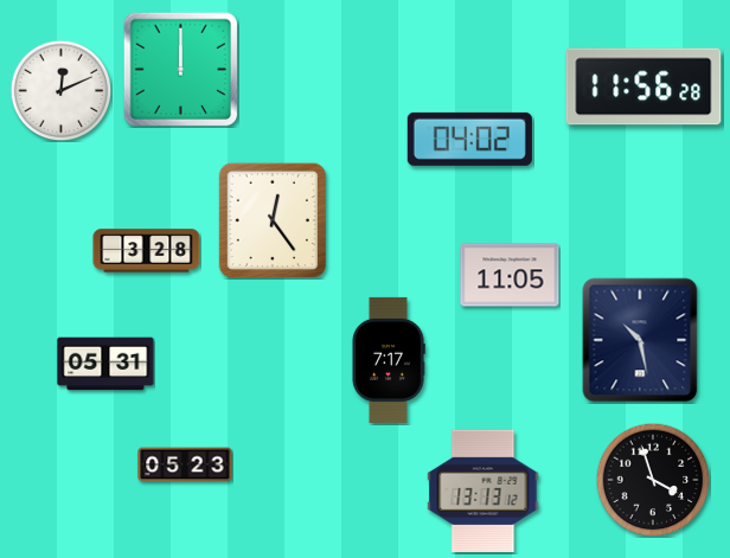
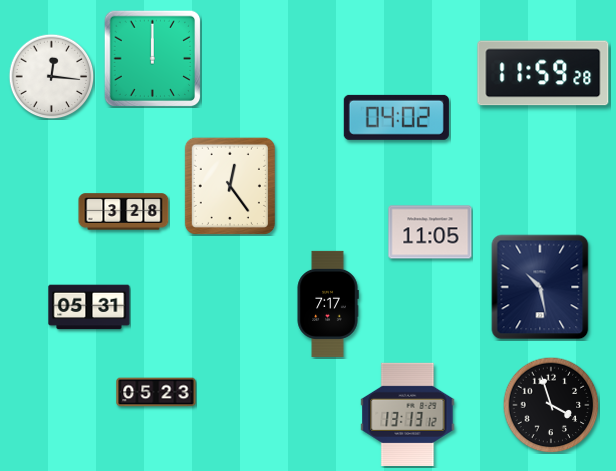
clock at (643, 86): 11:56 -> 11:59
clock at (60, 90): 12:11 -> 12:16
